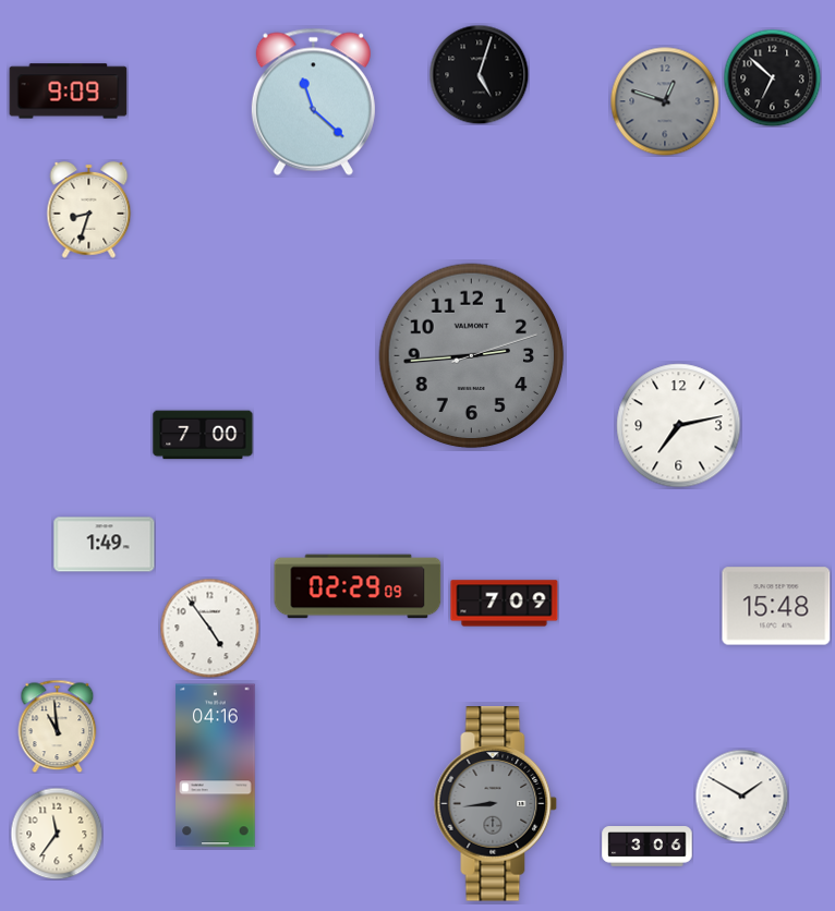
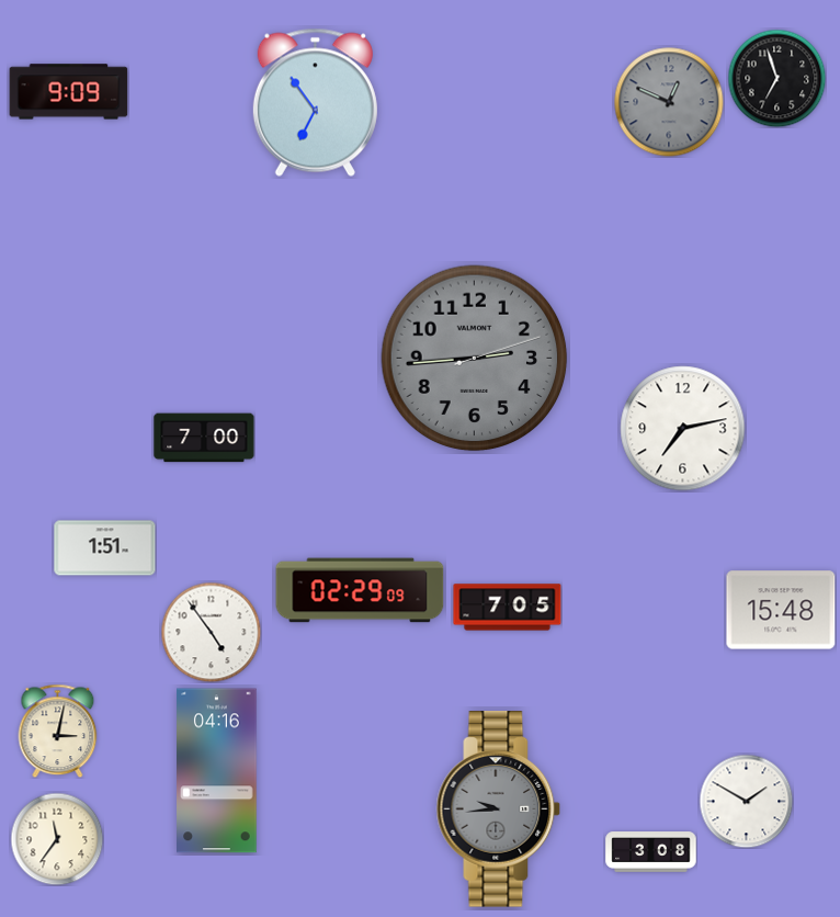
clock at (479, 74): 5:03 -> none
clock at (772, 77): 6:52 -> 6:57
clock at (313, 101): 11:22 -> 6:54
clock at (665, 101): 12:48 -> 12:49
clock at (89, 210): 8:33 -> none
clock at (105, 545): 1:49 -> 1:51
clock at (505, 604): 7:09 -> 7:05
clock at (58, 726): 10:59 -> 3:02
clock at (496, 804): 8:44 -> 9:44
clock at (648, 847): 3:06 -> 3:08
